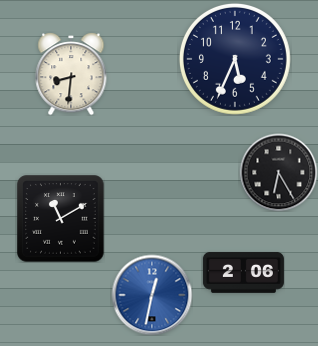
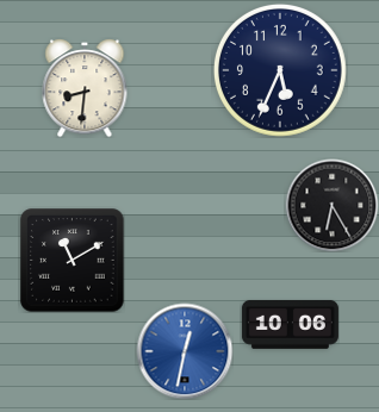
clock at (243, 273): 2:06 -> 10:06
clock at (152, 295) position: (152, 295) -> (185, 351)
